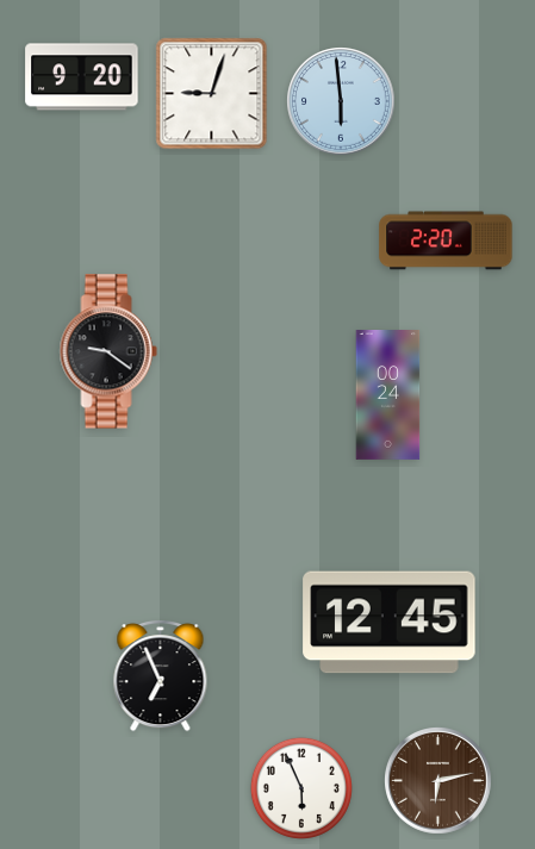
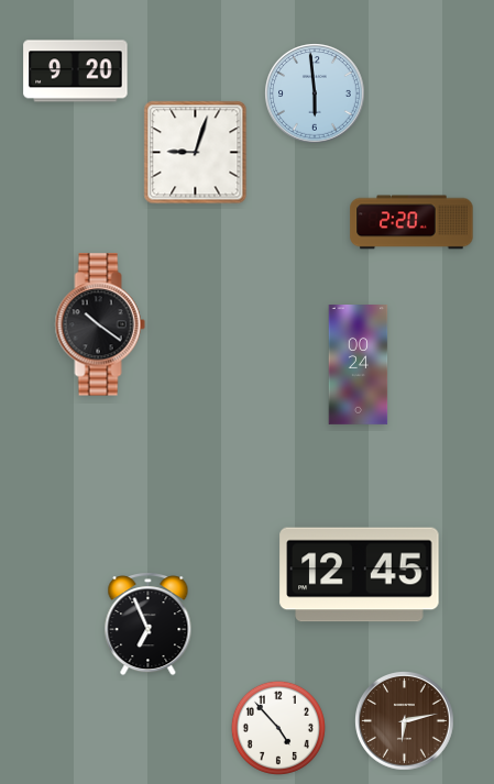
clock at (212, 94) position: (212, 94) -> (196, 153)
clock at (108, 351): 9:21 -> 10:21
clock at (301, 788): 5:56 -> 4:53
